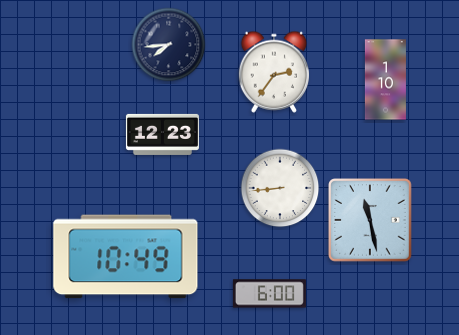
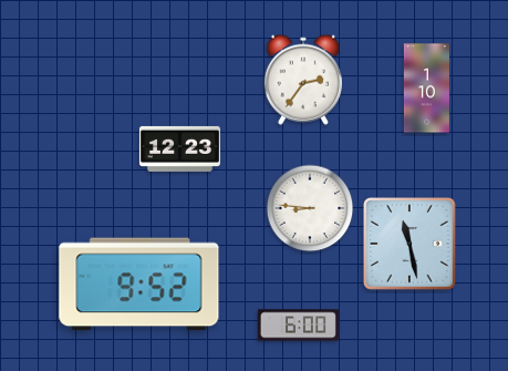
clock at (169, 45): 7:44 -> none
clock at (280, 188): 8:44 -> 8:46
clock at (126, 257): 10:49 -> 9:52
